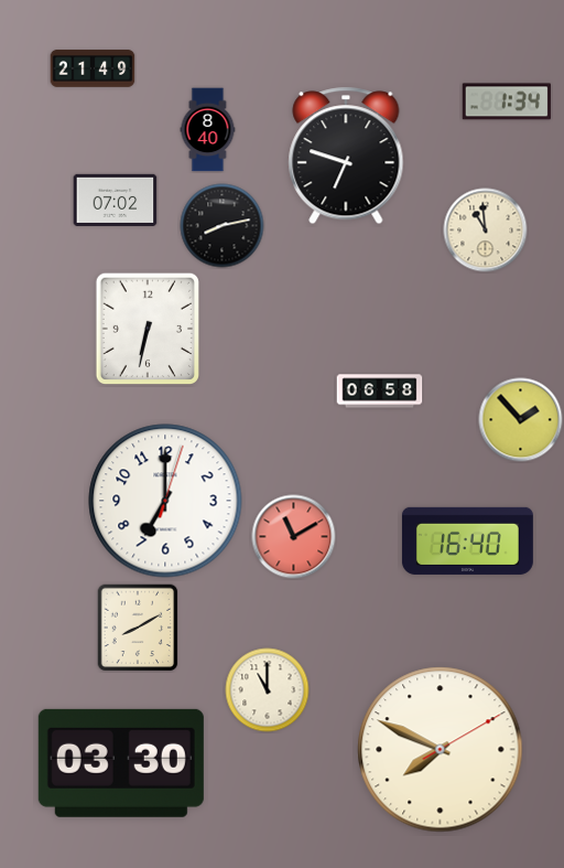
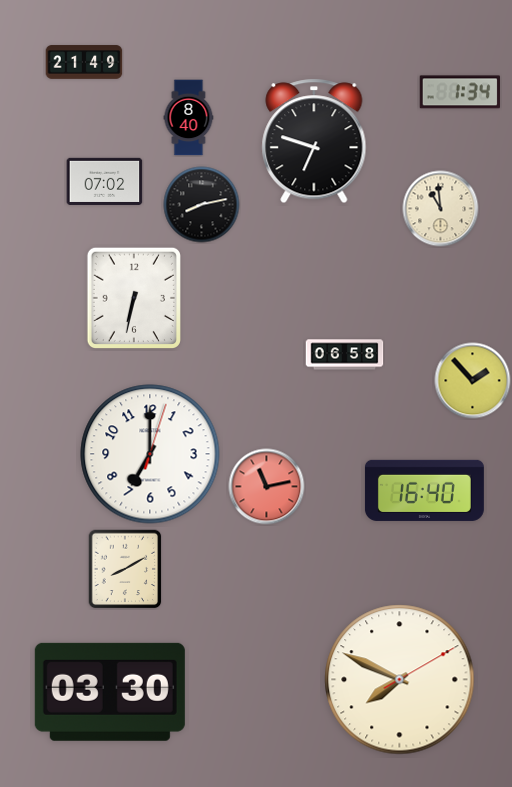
clock at (294, 537): 11:10 -> 11:13
clock at (268, 690): 11:00 -> none
